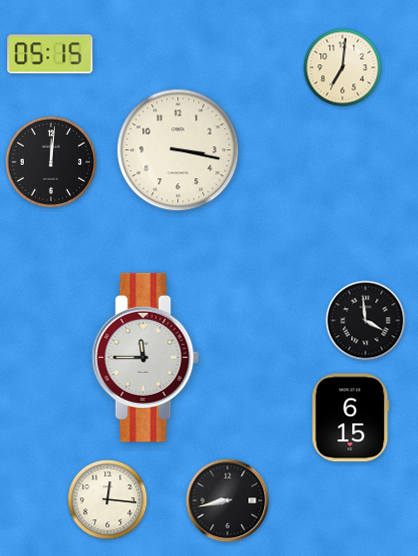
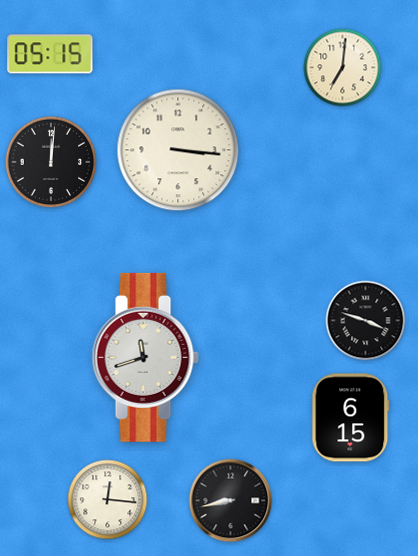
clock at (178, 150): 3:17 -> 3:16
clock at (366, 321): 3:59 -> 3:48
clock at (145, 357): 11:45 -> 11:42
clock at (228, 501) position: (228, 501) -> (231, 501)
